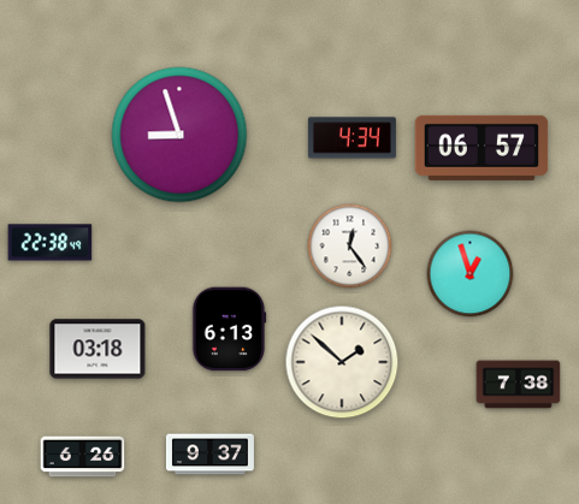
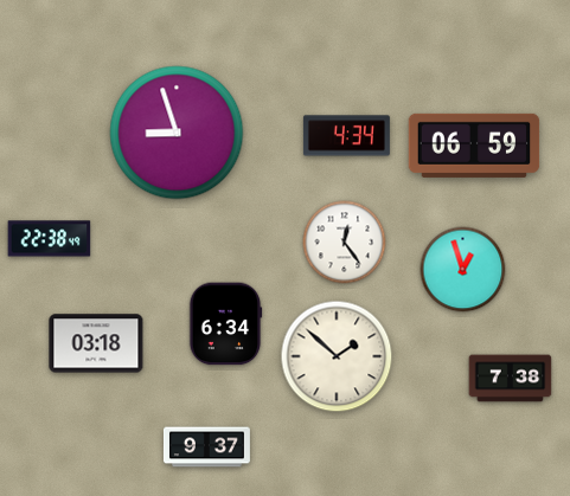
clock at (481, 148): 06:57 -> 06:59
clock at (229, 330): 6:13 -> 6:34
clock at (83, 457): 6:26 -> none
